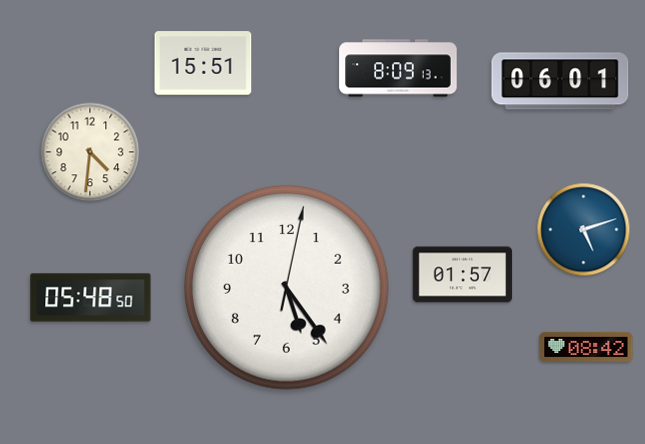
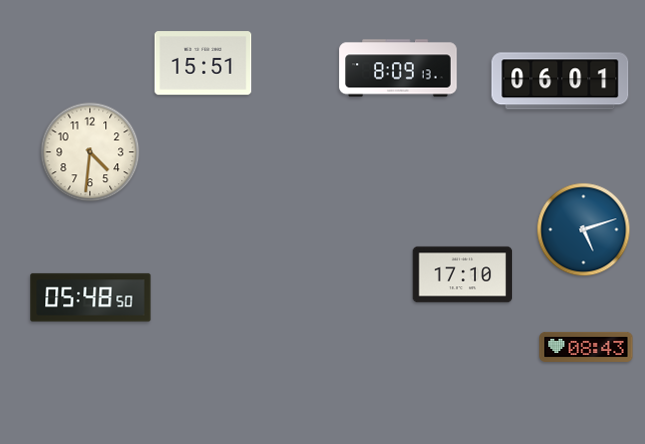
clock at (463, 275): 01:57 -> 17:10
clock at (287, 288): 5:24 -> none
clock at (586, 347): 08:42 -> 08:43
